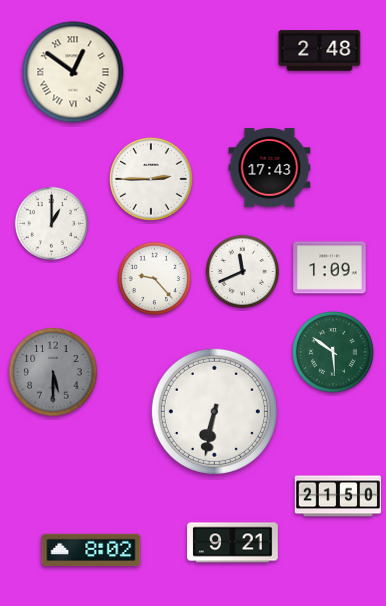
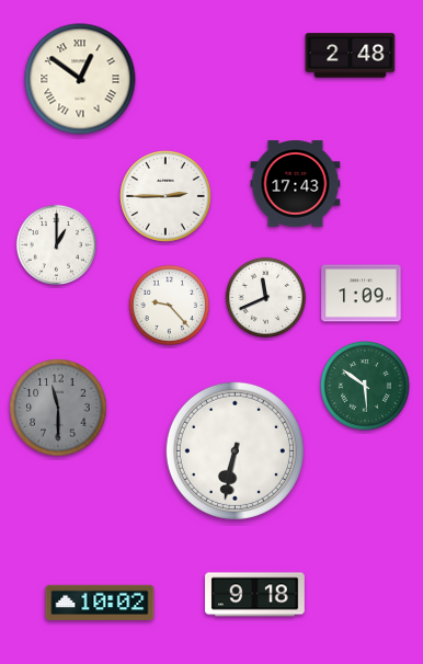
clock at (53, 372): 5:30 -> 11:30
clock at (338, 496): 21:50 -> none
clock at (233, 543): 9:21 -> 9:18
clock at (91, 549): 8:02 -> 10:02
